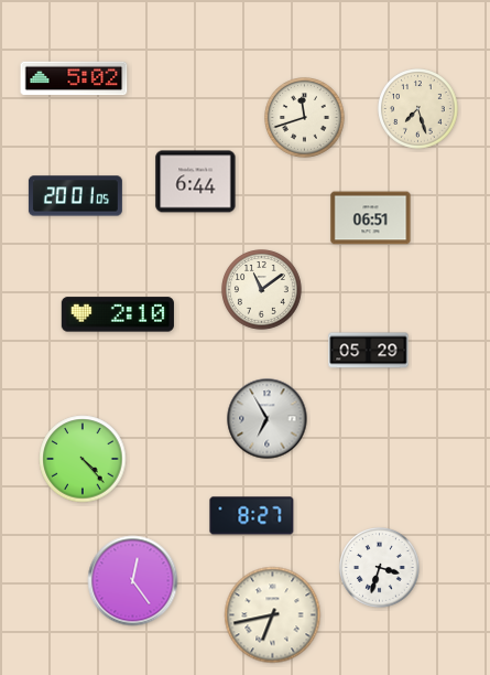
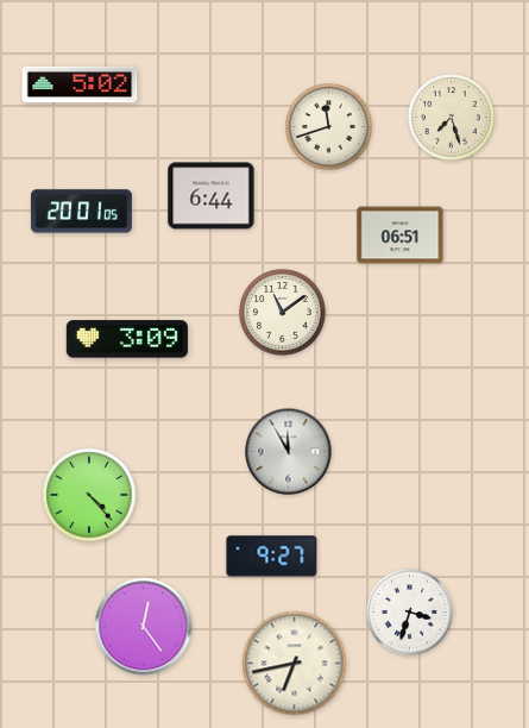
clock at (118, 314): 2:10 -> 3:09
clock at (369, 351): 05:29 -> none
clock at (268, 419): 6:55 -> 11:55
clock at (252, 516): 8:27 -> 9:27
